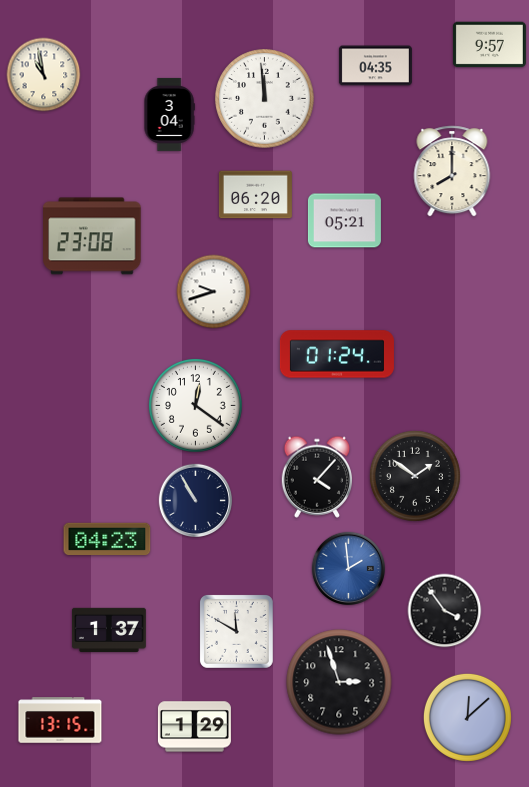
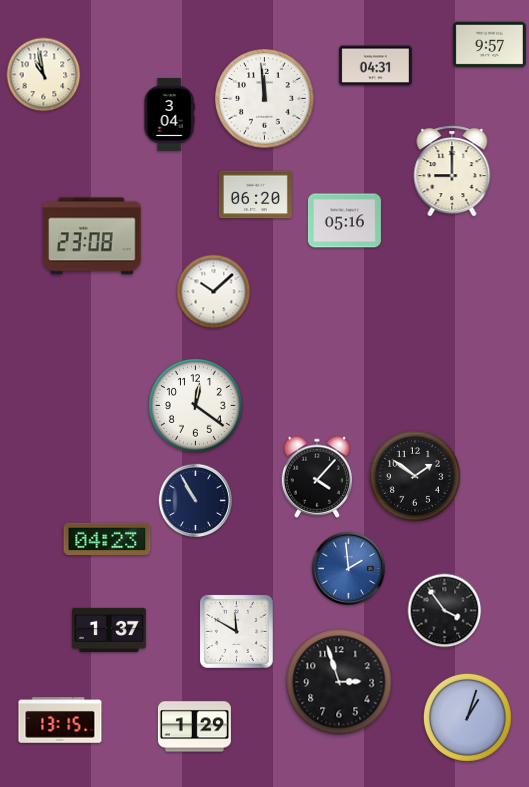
clock at (375, 66): 04:35 -> 04:31
clock at (452, 171): 8:00 -> 9:00
clock at (344, 221): 05:21 -> 05:16
clock at (214, 292): 9:42 -> 10:08
clock at (337, 354): 01:24 -> none
clock at (467, 717): 12:08 -> 1:03
